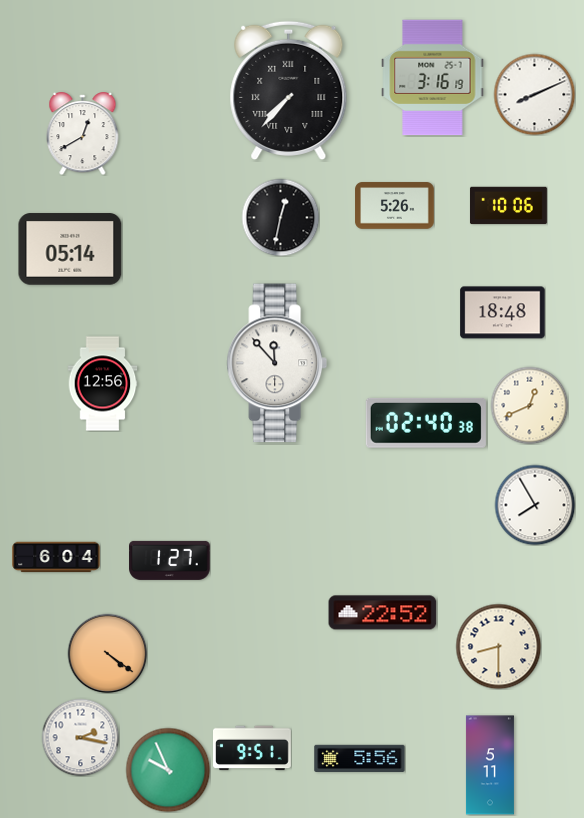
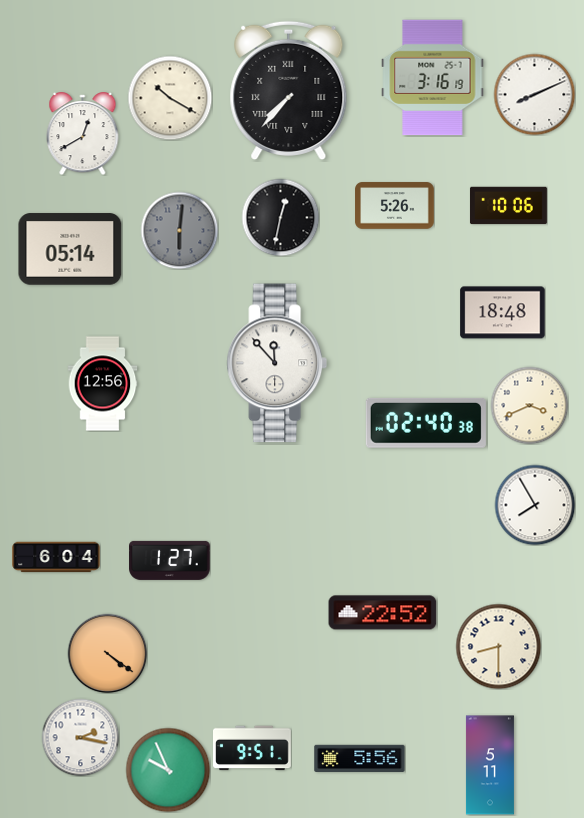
clock at (170, 98): none -> 10:20
clock at (179, 230): none -> 6:01
clock at (529, 405): 12:41 -> 3:41
